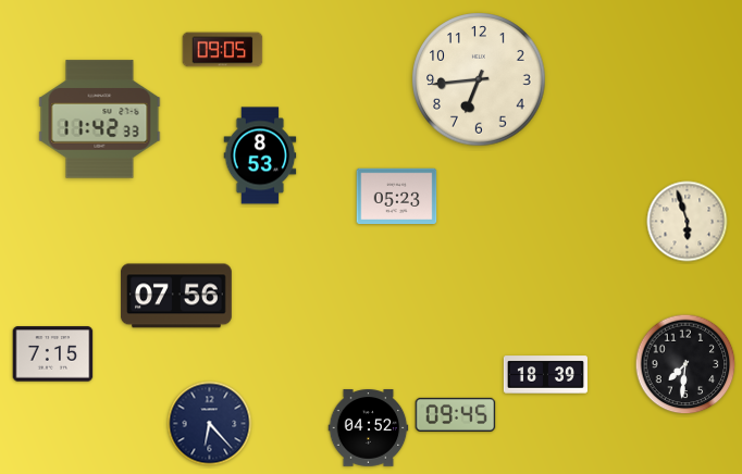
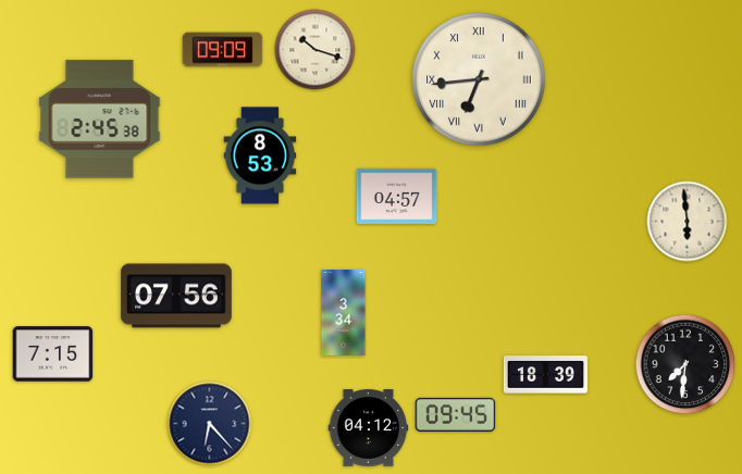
clock at (223, 50): 09:05 -> 09:09
clock at (316, 50): none -> 10:18
clock at (479, 79) numerals: Arabic -> Roman
clock at (100, 120): 11:42 -> 2:45
clock at (397, 197): 05:23 -> 04:57
clock at (688, 222): 5:57 -> 5:59
clock at (344, 312): none -> 3:34
clock at (369, 428): 04:52 -> 04:12
